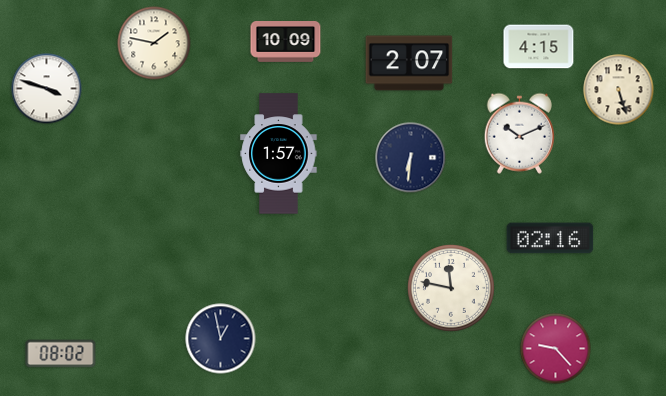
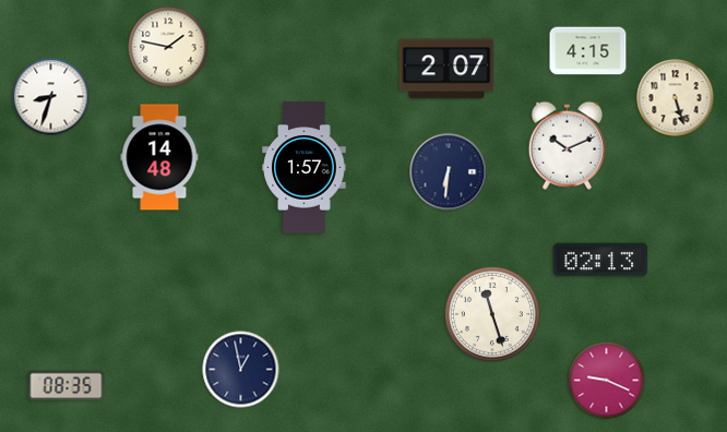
clock at (286, 42): 10:09 -> none
clock at (47, 89): 3:48 -> 8:33
clock at (159, 157): none -> 14:48
clock at (550, 238): 02:16 -> 02:13
clock at (451, 288): 11:47 -> 11:27
clock at (556, 349): 9:23 -> 9:19
clock at (61, 354): 08:02 -> 08:35
